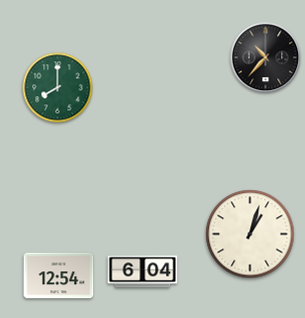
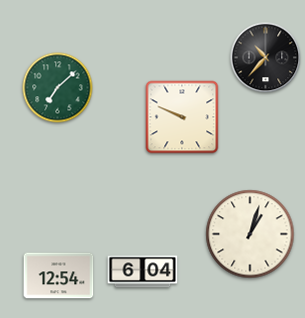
clock at (58, 88): 8:00 -> 7:08
clock at (182, 117): none -> 9:49
